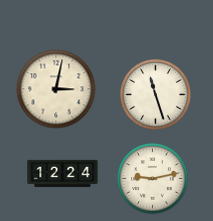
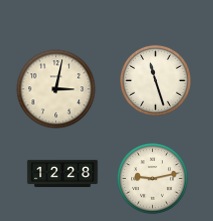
clock at (156, 95) position: (156, 95) -> (156, 81)
clock at (63, 174): 12:24 -> 12:28
